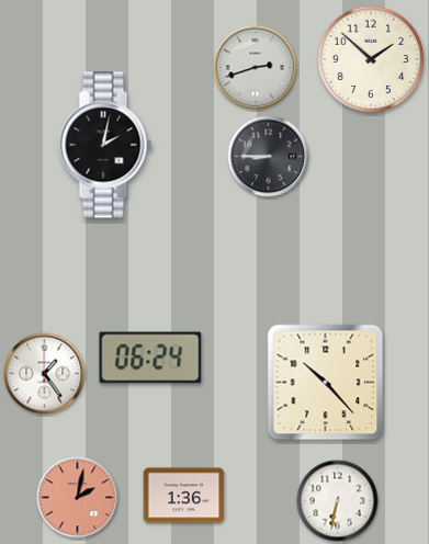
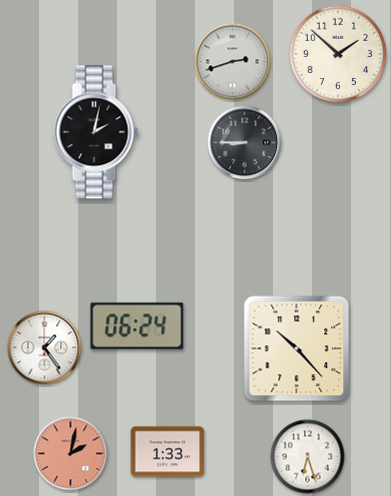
clock at (45, 374) position: (45, 374) -> (45, 348)
clock at (184, 496): 1:36 -> 1:33
clock at (338, 501): 6:32 -> 6:27
